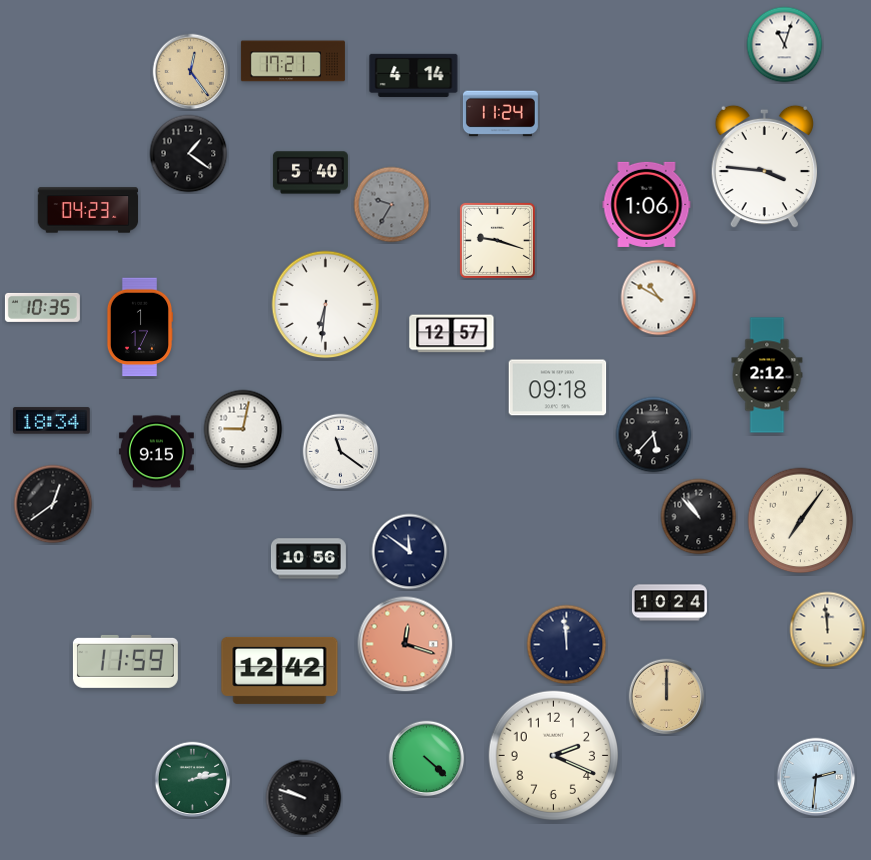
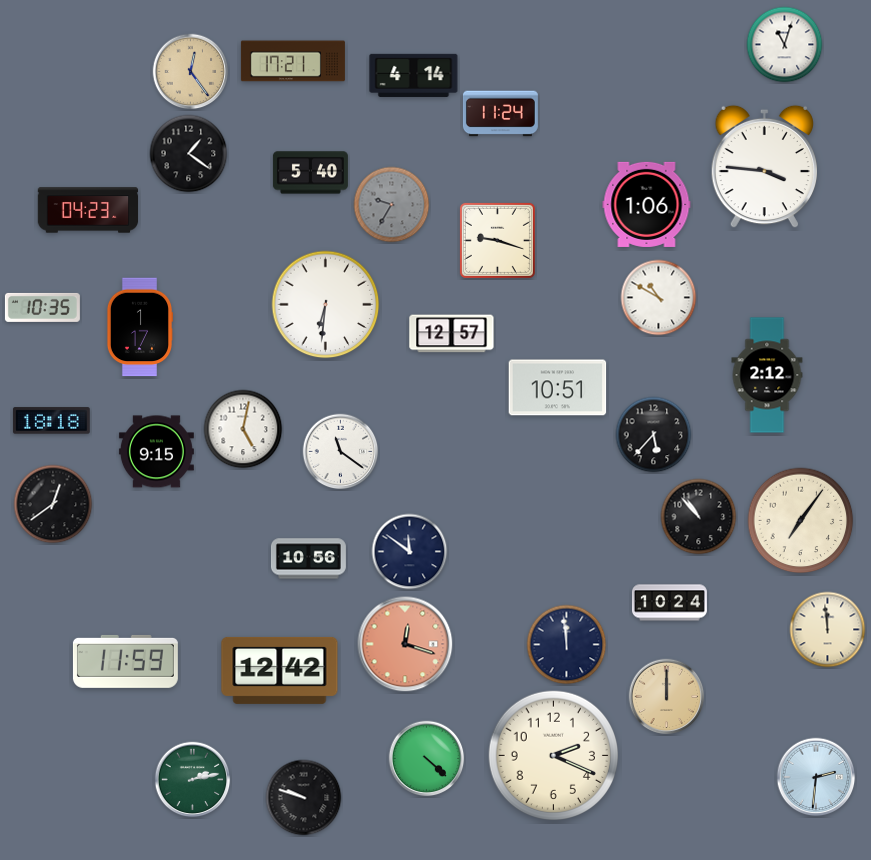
clock at (558, 388): 09:18 -> 10:51
clock at (51, 421): 18:34 -> 18:18
clock at (243, 429): 9:02 -> 5:02
